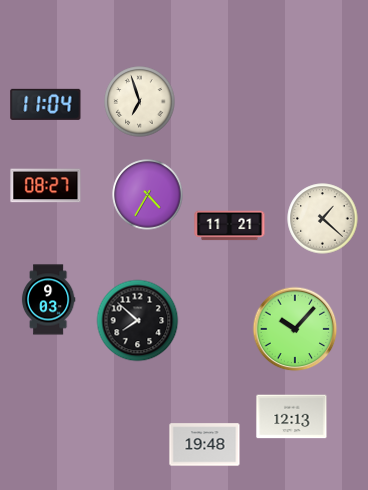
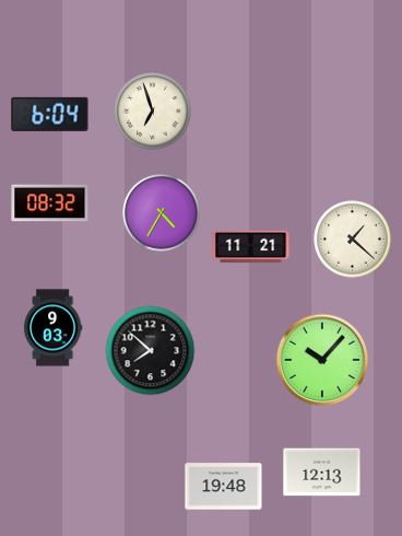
clock at (46, 104): 11:04 -> 6:04
clock at (46, 186): 08:27 -> 08:32
clock at (292, 417) position: (292, 417) -> (322, 473)
